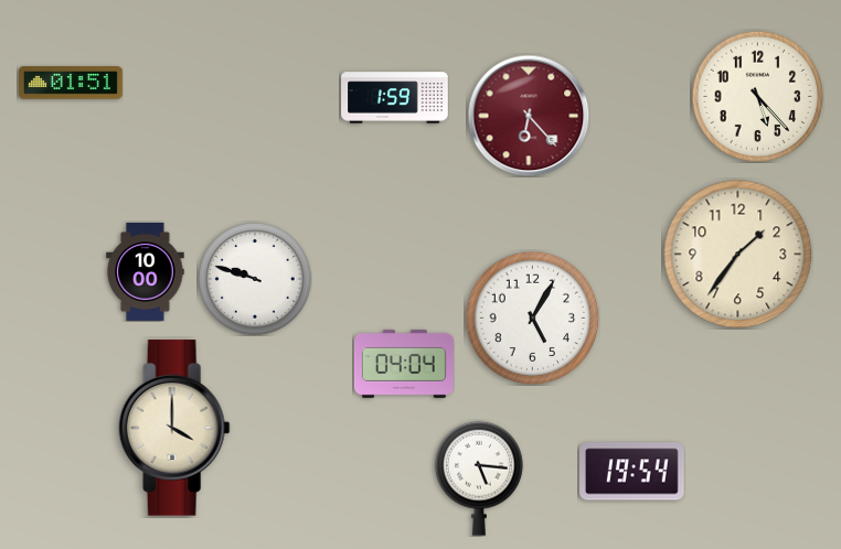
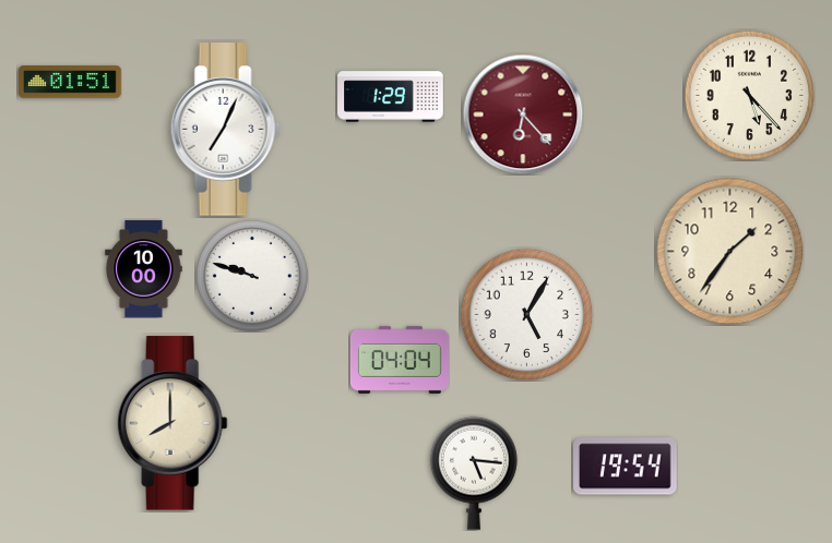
clock at (395, 98): 1:59 -> 1:29
clock at (225, 130): none -> 7:04
clock at (174, 428): 4:00 -> 8:00
